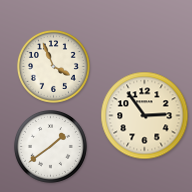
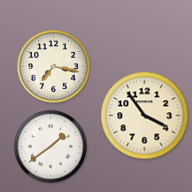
clock at (53, 66): 3:56 -> 7:17
clock at (145, 116): 2:54 -> 3:54
